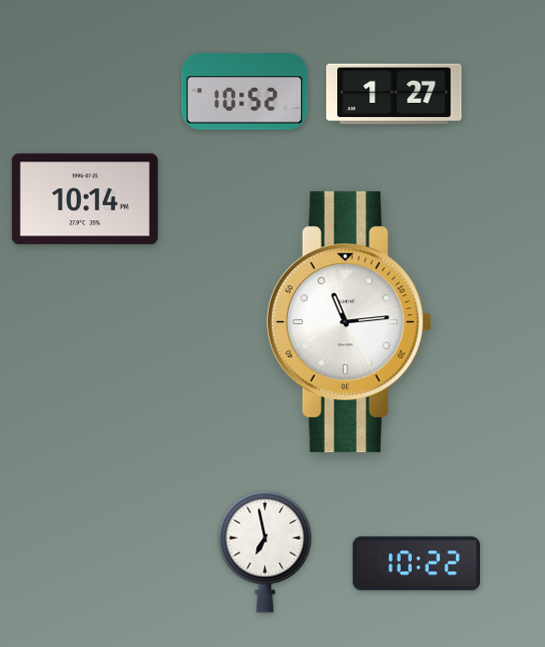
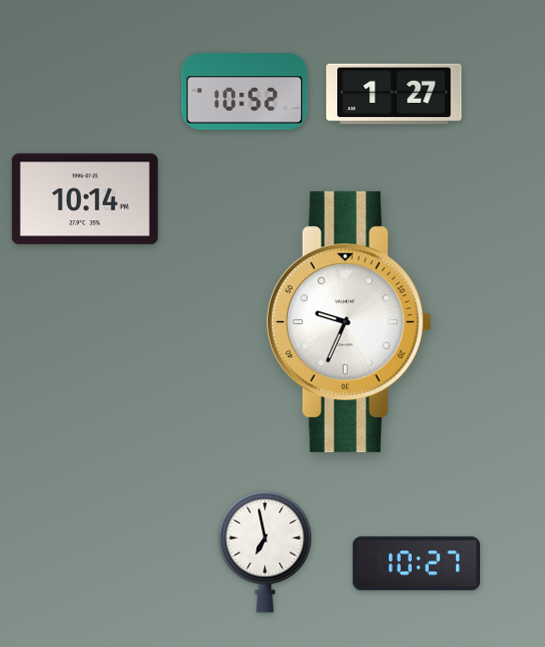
clock at (349, 322): 11:14 -> 9:34
clock at (417, 564): 10:22 -> 10:27
